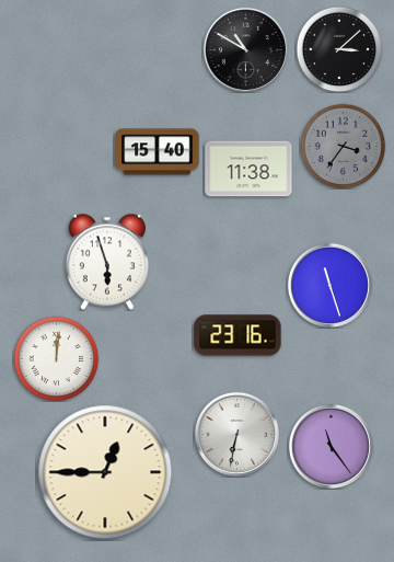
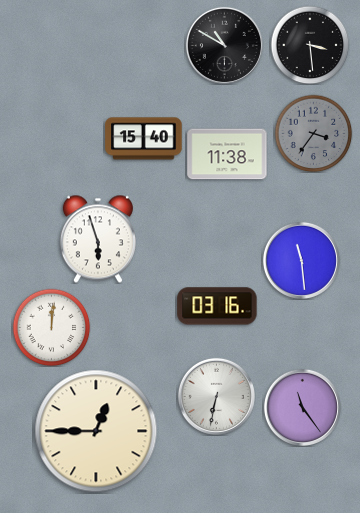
clock at (339, 49): 3:08 -> 3:29
clock at (329, 285): 11:27 -> 11:29
clock at (237, 335): 23:16 -> 03:16
